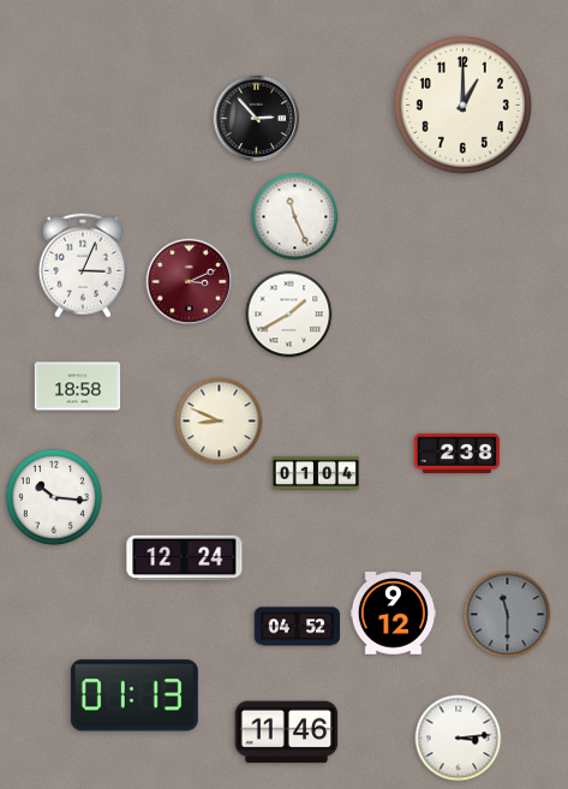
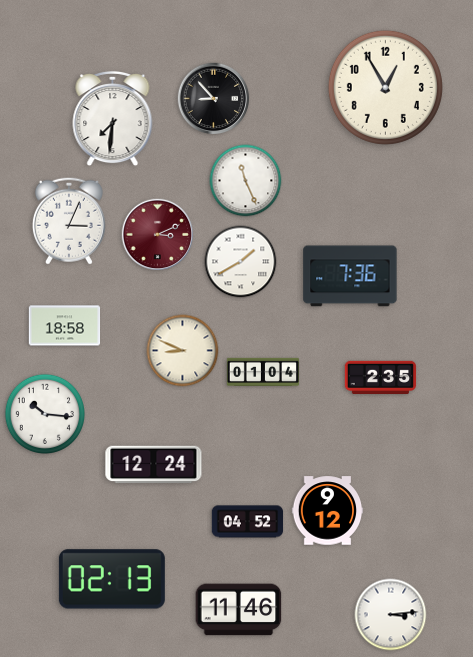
clock at (462, 104): 1:00 -> 12:55
clock at (257, 119): 2:53 -> 8:53
clock at (113, 119): none -> 7:31
clock at (350, 276): none -> 7:36
clock at (78, 387) position: (78, 387) -> (65, 326)
clock at (458, 454): 2:38 -> 2:35
clock at (315, 473) position: (315, 473) -> (262, 372)
clock at (508, 615): 11:30 -> none
clock at (134, 695): 01:13 -> 02:13
clock at (459, 739) position: (459, 739) -> (391, 615)
